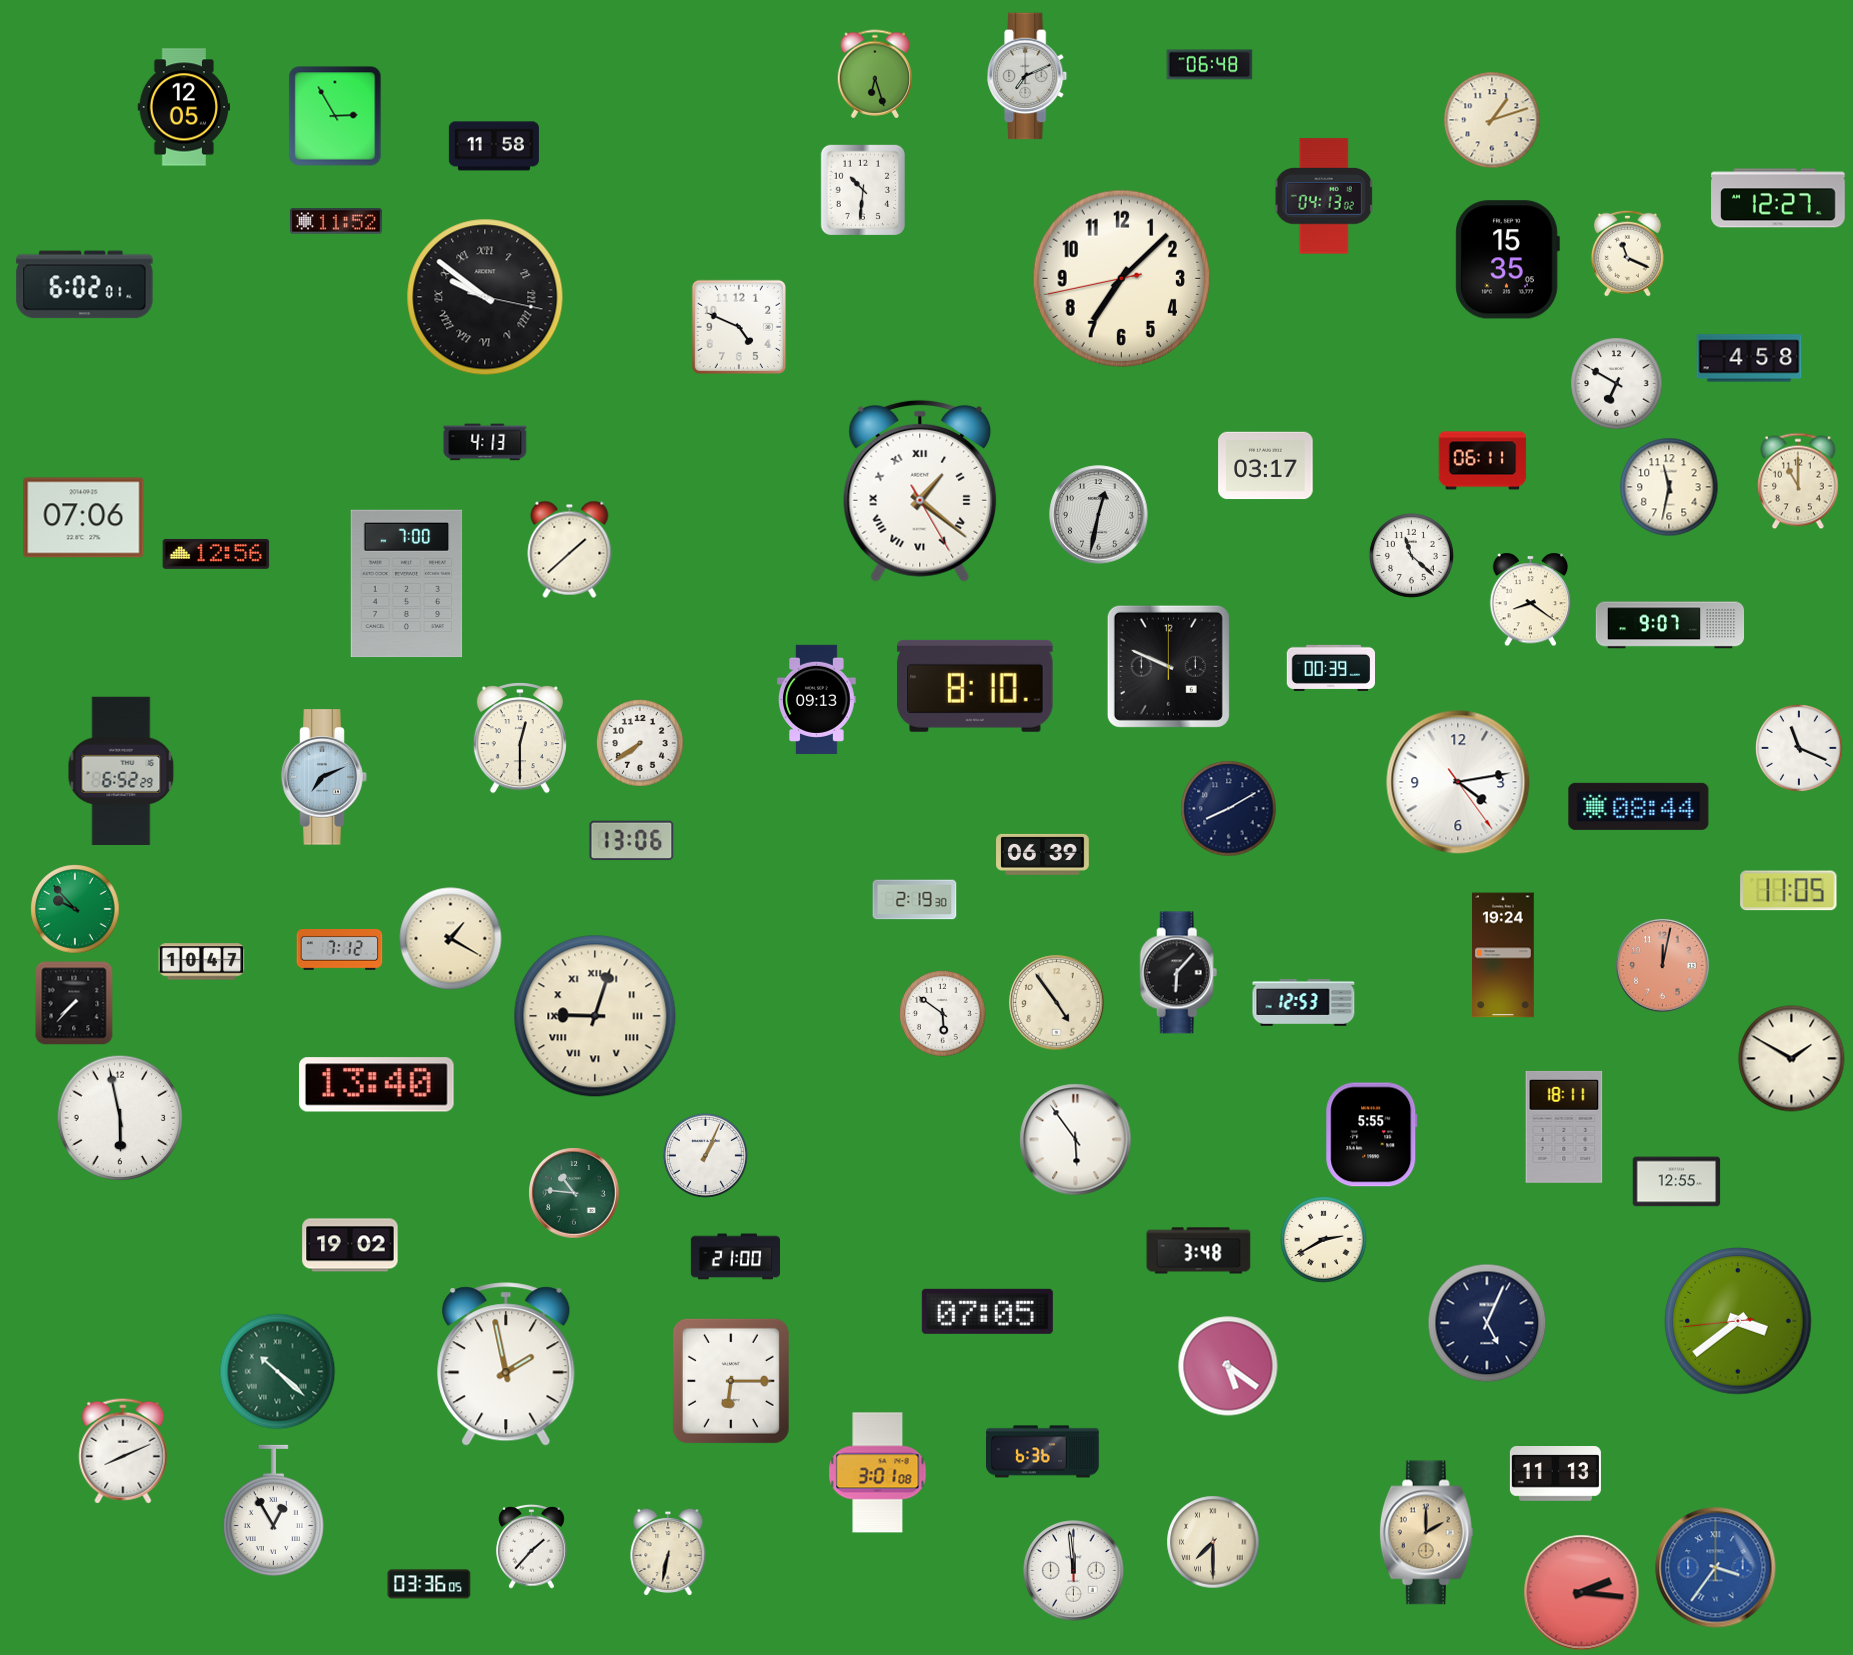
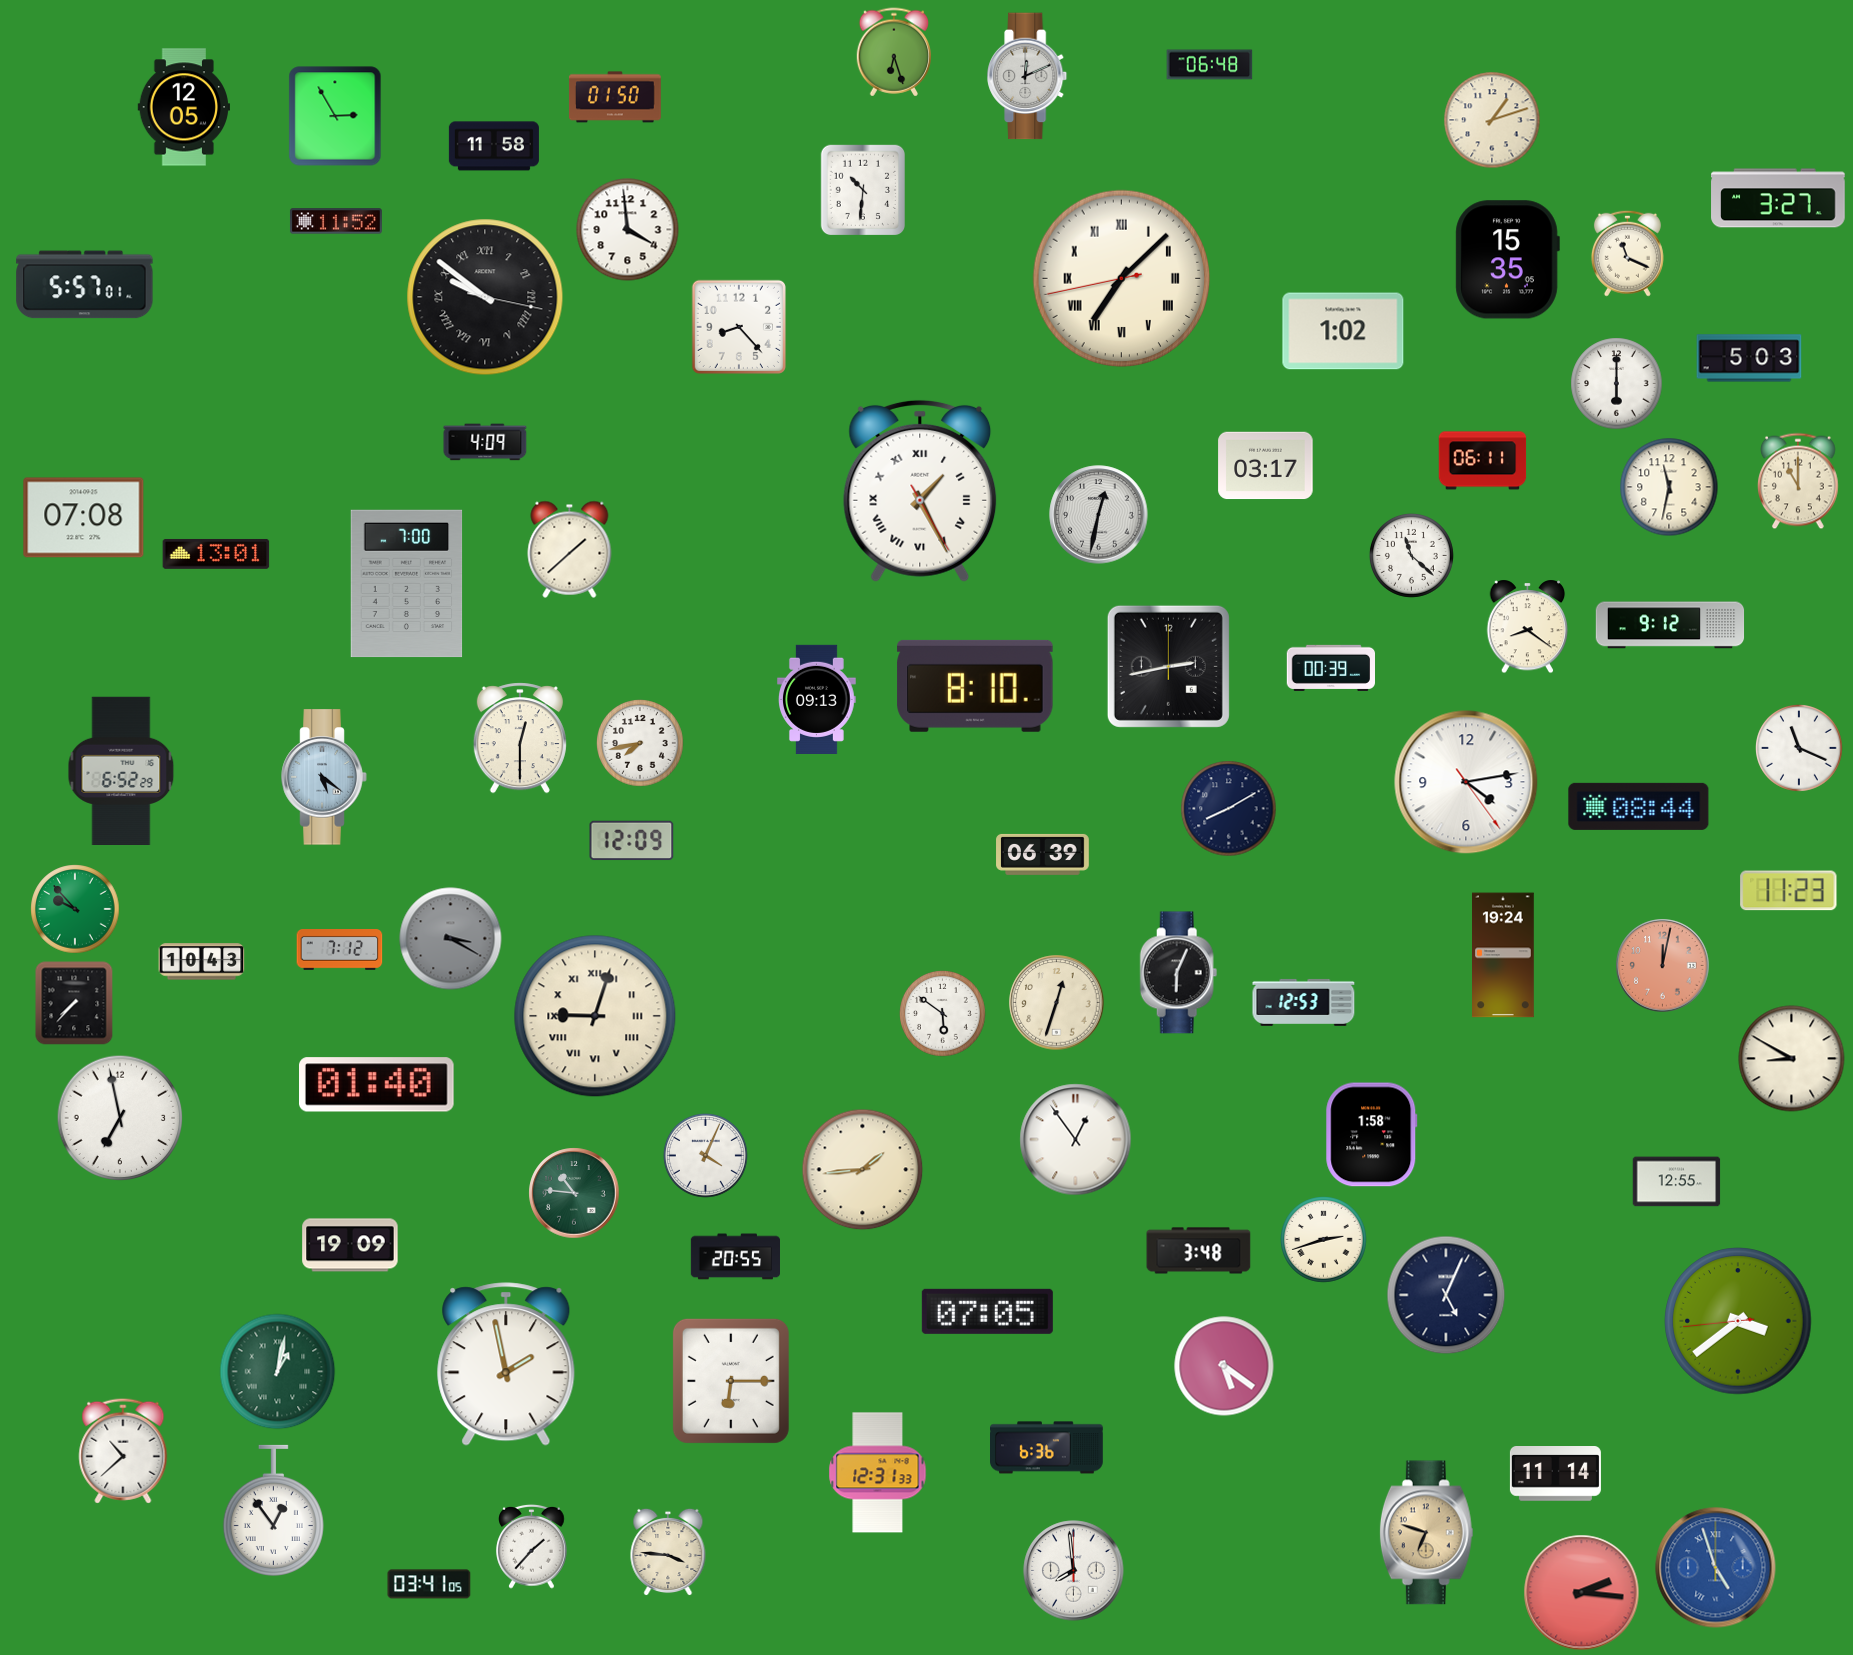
clock at (875, 74) position: (875, 74) -> (894, 52)
clock at (1028, 76): 7:11 -> 12:11
clock at (615, 97): none -> 01:50
clock at (1324, 196): 04:13 -> none
clock at (1778, 198): 12:27 -> 3:27
clock at (628, 230): none -> 3:59
clock at (1122, 279) numerals: Arabic -> Roman
clock at (85, 285): 6:02 -> 5:57
clock at (739, 327): 4:49 -> 8:23
clock at (1343, 331): none -> 1:02
clock at (1749, 358): 4:58 -> 5:03
clock at (1617, 384): 6:50 -> 6:00
clock at (485, 442): 4:13 -> 4:09
clock at (920, 491): 1:21 -> 1:25
clock at (84, 518): 07:06 -> 07:08
clock at (216, 554): 12:56 -> 13:01
clock at (1531, 600) position: (1531, 600) -> (1528, 627)
clock at (1670, 625): 9:07 -> 9:12
clock at (1168, 666): 9:49 -> 2:43
clock at (641, 744): 7:39 -> 7:43
clock at (324, 777): 7:11 -> 5:21
clock at (1458, 782) position: (1458, 782) -> (1466, 782)
clock at (632, 841): 13:06 -> 12:09
clock at (1789, 891): 11:05 -> 11:23
clock at (915, 900): 2:19 -> none
clock at (451, 939): 1:20 -> 3:20
clock at (451, 939) dial: cream -> grey
clock at (202, 962): 10:47 -> 10:43
clock at (1179, 973): 6:07 -> 6:04
clock at (1057, 1003): 4:54 -> 12:33
clock at (1792, 1059): 1:50 -> 8:50
clock at (377, 1085): 13:40 -> 01:40
clock at (120, 1118): 5:58 -> 6:58
clock at (1564, 1127): 18:11 -> none
clock at (1372, 1135): 5:55 -> 1:58
clock at (1076, 1140): 5:54 -> 12:54
clock at (705, 1155): 1:04 -> 4:04
clock at (863, 1170): none -> 1:44
clock at (1324, 1240): 2:40 -> 2:42
clock at (350, 1245): 19:02 -> 19:09
clock at (735, 1257): 21:00 -> 20:55
clock at (1487, 1323) position: (1487, 1323) -> (1446, 1295)
clock at (1228, 1366) position: (1228, 1366) -> (1224, 1366)
clock at (278, 1372): 10:22 -> 1:02
clock at (123, 1451): 8:11 -> 10:38
clock at (1043, 1452) position: (1043, 1452) -> (1047, 1448)
clock at (878, 1473): 3:01 -> 12:31
clock at (1555, 1474): 11:13 -> 11:14
clock at (273, 1510): 12:55 -> 12:54
clock at (1426, 1533): 2:00 -> 6:48
clock at (1213, 1542): 7:30 -> none
clock at (668, 1552): 6:32 -> 3:46
clock at (1716, 1568): 3:36 -> 4:57
clock at (1074, 1571): 11:59 -> 7:59
clock at (429, 1584): 03:36 -> 03:41
